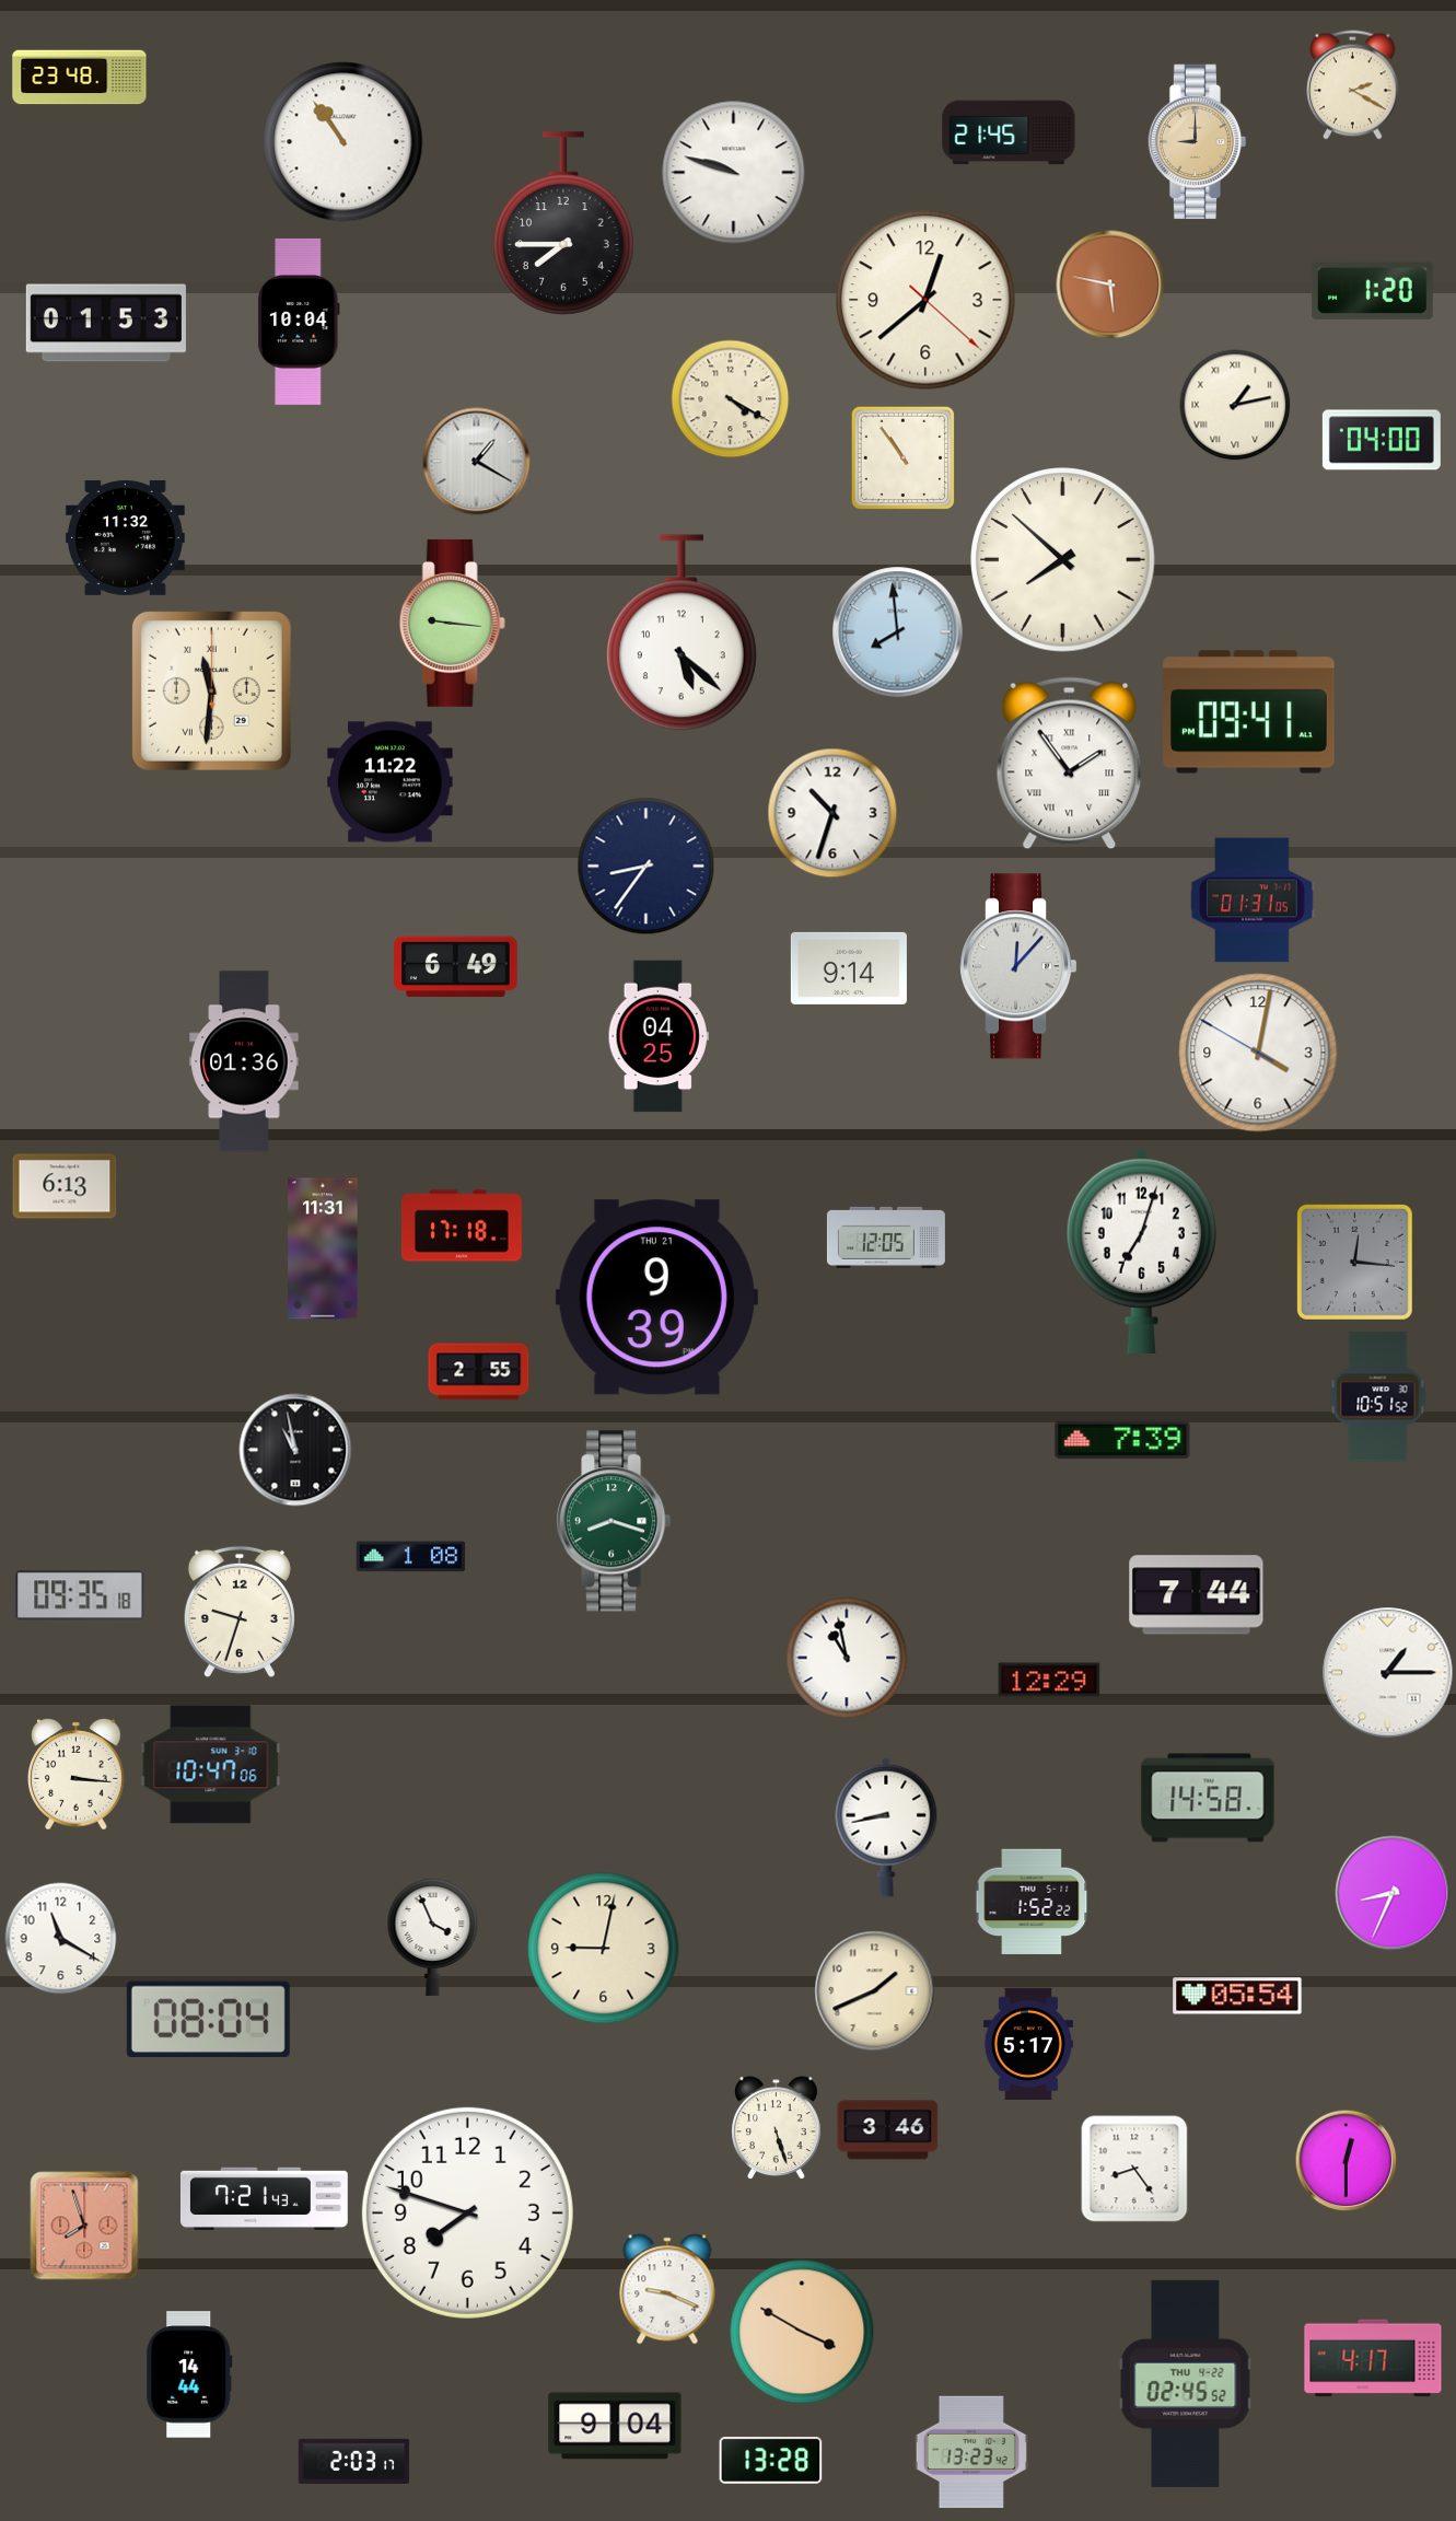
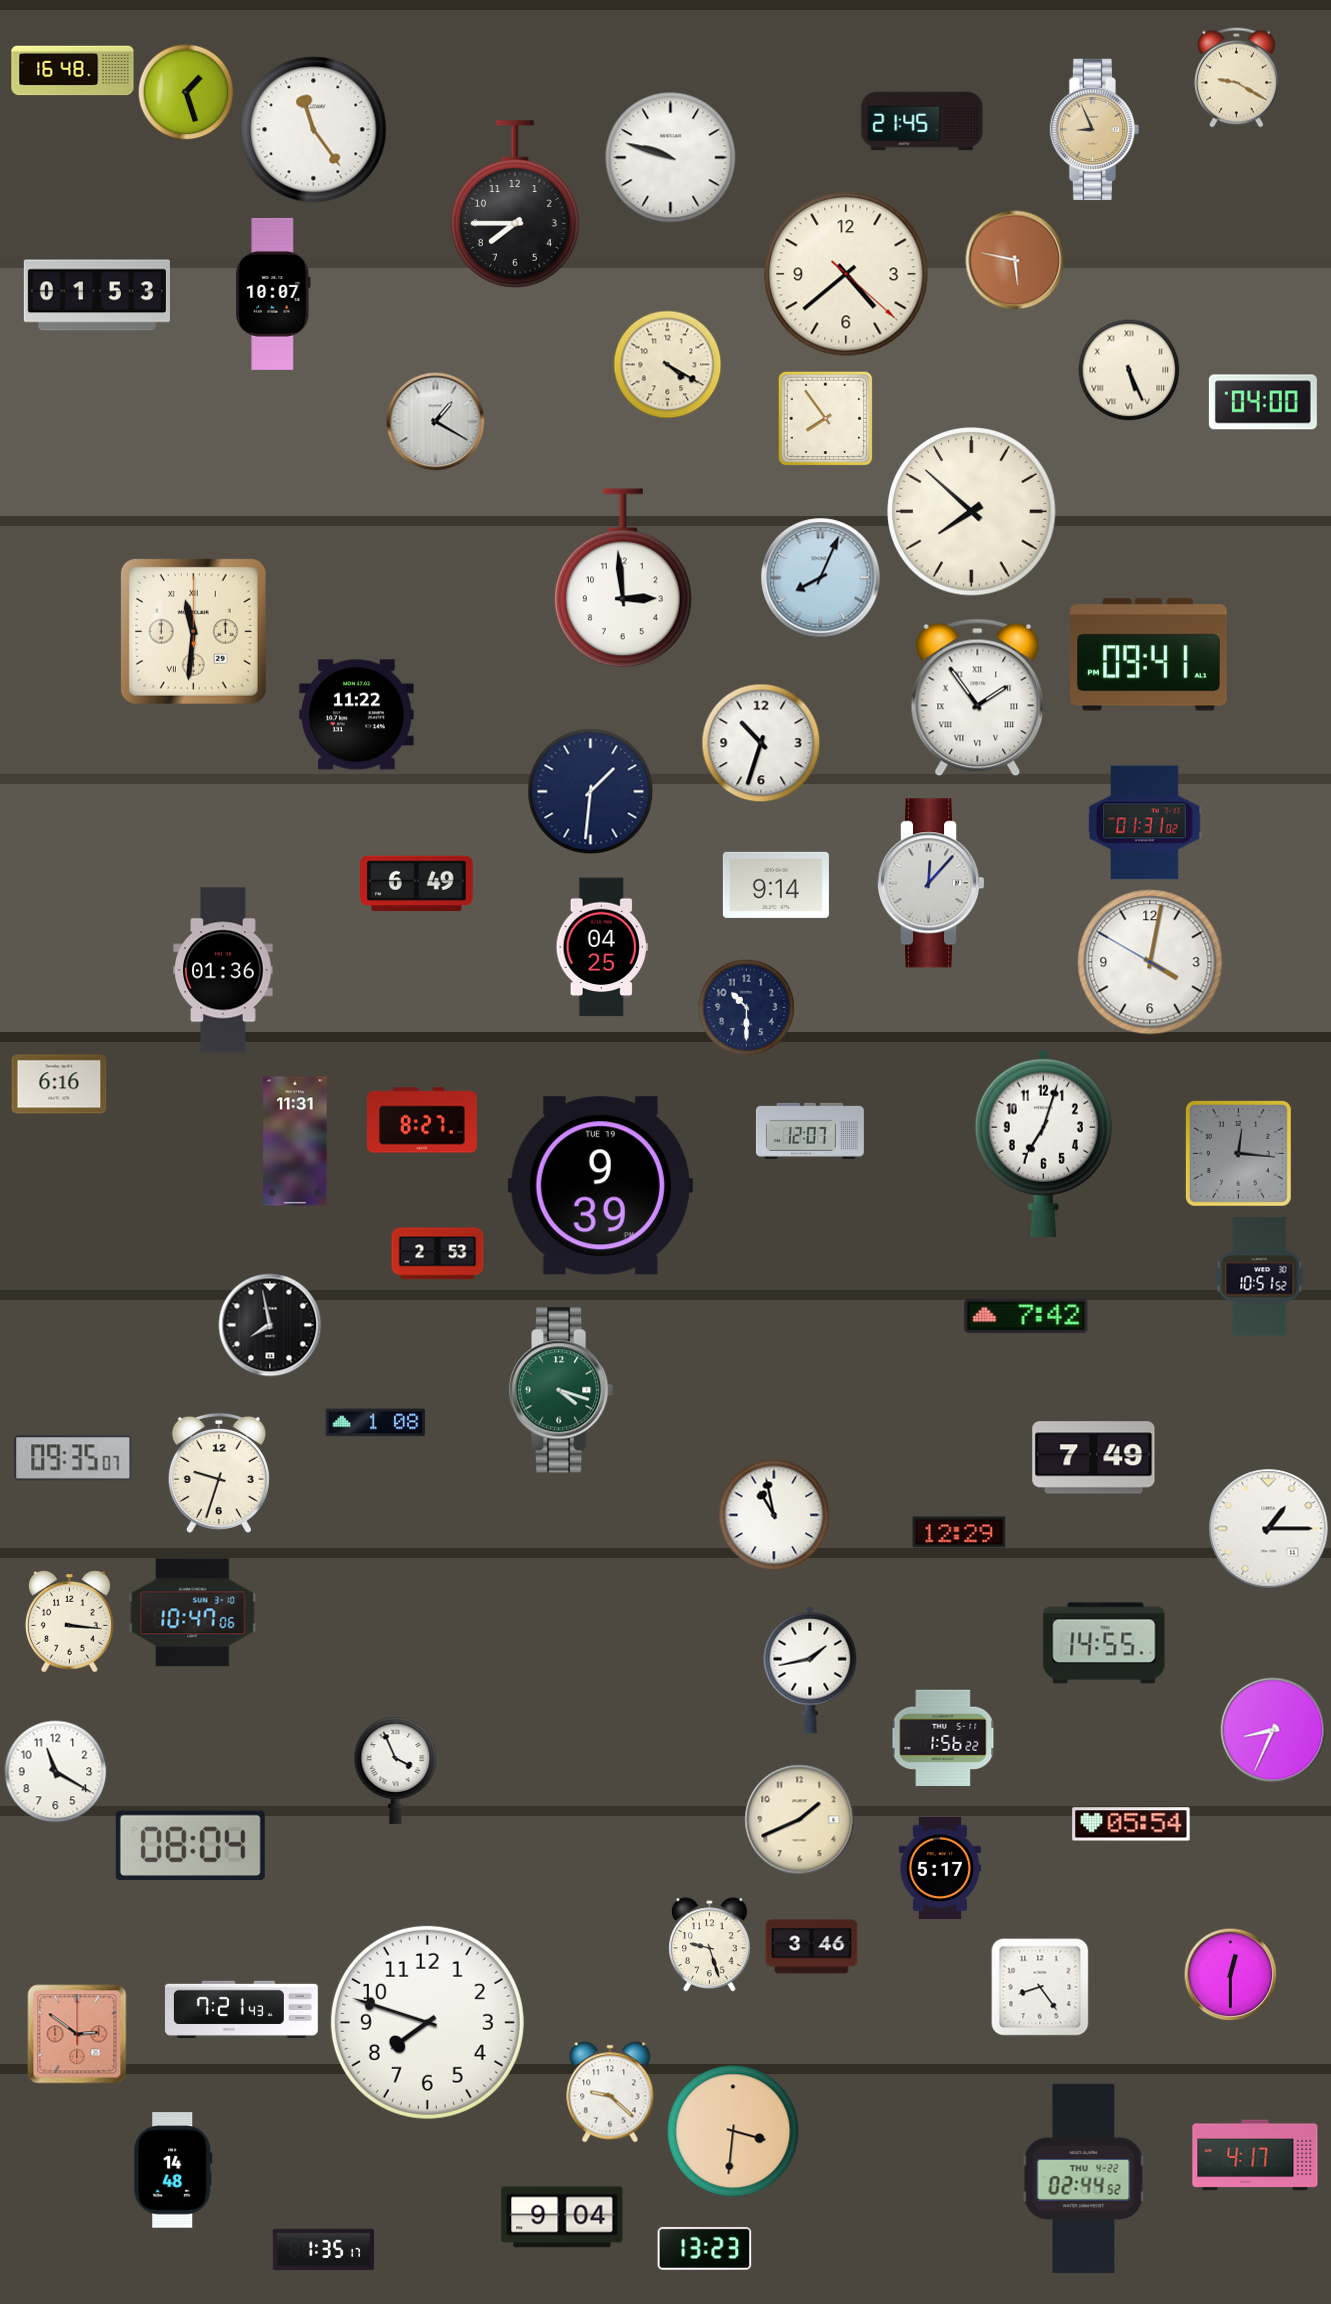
clock at (80, 78): 23:48 -> 16:48
clock at (1353, 85): 2:20 -> 9:20
clock at (186, 92): none -> 1:27
clock at (343, 142): 10:54 -> 11:24
clock at (1198, 142): 9:00 -> 8:56
clock at (1372, 290): 1:20 -> none
clock at (925, 300): 12:38 -> 4:38
clock at (299, 322): 10:04 -> 10:07
clock at (1235, 405): 1:13 -> 5:26
clock at (902, 457): 10:54 -> 7:54
clock at (125, 537): 11:32 -> none
clock at (452, 623): 9:16 -> none
clock at (682, 632): 5:22 -> 2:59
clock at (898, 632): 7:59 -> 8:04
clock at (1249, 712) position: (1249, 712) -> (1149, 655)
clock at (647, 867): 8:36 -> 1:31
clock at (1253, 901): 01:31:05 -> 01:31:02
clock at (746, 1007): none -> 10:30
clock at (65, 1186): 6:13 -> 6:16
clock at (462, 1225): 17:18 -> 8:27
clock at (886, 1238): 12:05 -> 12:07
clock at (656, 1298) date: THU 21 -> TUE 19
clock at (479, 1372): 2:55 -> 2:53
clock at (1122, 1440): 7:39 -> 7:42
clock at (295, 1450): 10:58 -> 7:58
clock at (615, 1521): 8:18 -> 4:18
clock at (80, 1595): 09:35:18 -> 09:35:07
clock at (1197, 1595): 7:44 -> 7:49
clock at (1049, 1680) position: (1049, 1680) -> (959, 1532)
clock at (1208, 1798): 14:58 -> 14:55
clock at (886, 1827): 8:43 -> 1:43
clock at (1032, 1902): 1:52 -> 1:56
clock at (604, 1949): 9:02 -> none
clock at (777, 2127): 5:27 -> 9:27
clock at (1134, 2169) position: (1134, 2169) -> (1040, 1987)
clock at (84, 2226): 7:57 -> 2:51
clock at (667, 2289): 9:19 -> 9:22
clock at (802, 2332): 3:50 -> 3:31
clock at (189, 2374): 14:44 -> 14:48
clock at (1186, 2383): 02:45 -> 02:44
clock at (971, 2452): 13:23 -> none
clock at (771, 2460): 13:28 -> 13:23
clock at (354, 2462): 2:03 -> 1:35
